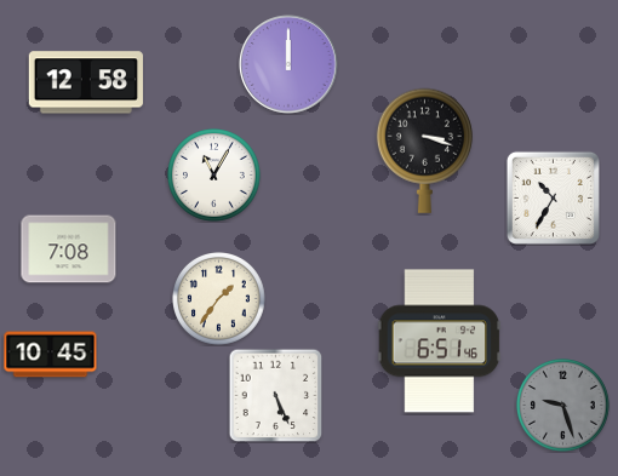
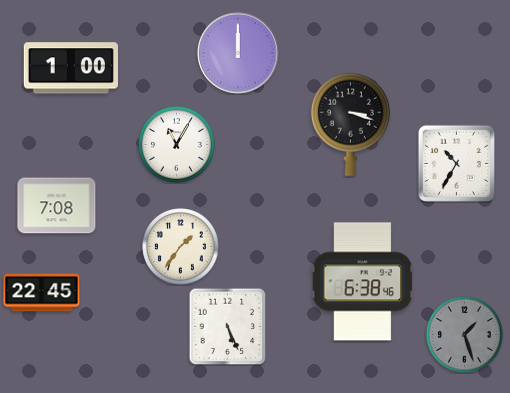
clock at (86, 82): 12:58 -> 1:00
clock at (440, 342): 6:51 -> 6:38
clock at (51, 355): 10:45 -> 22:45
clock at (563, 406): 9:27 -> 1:27
